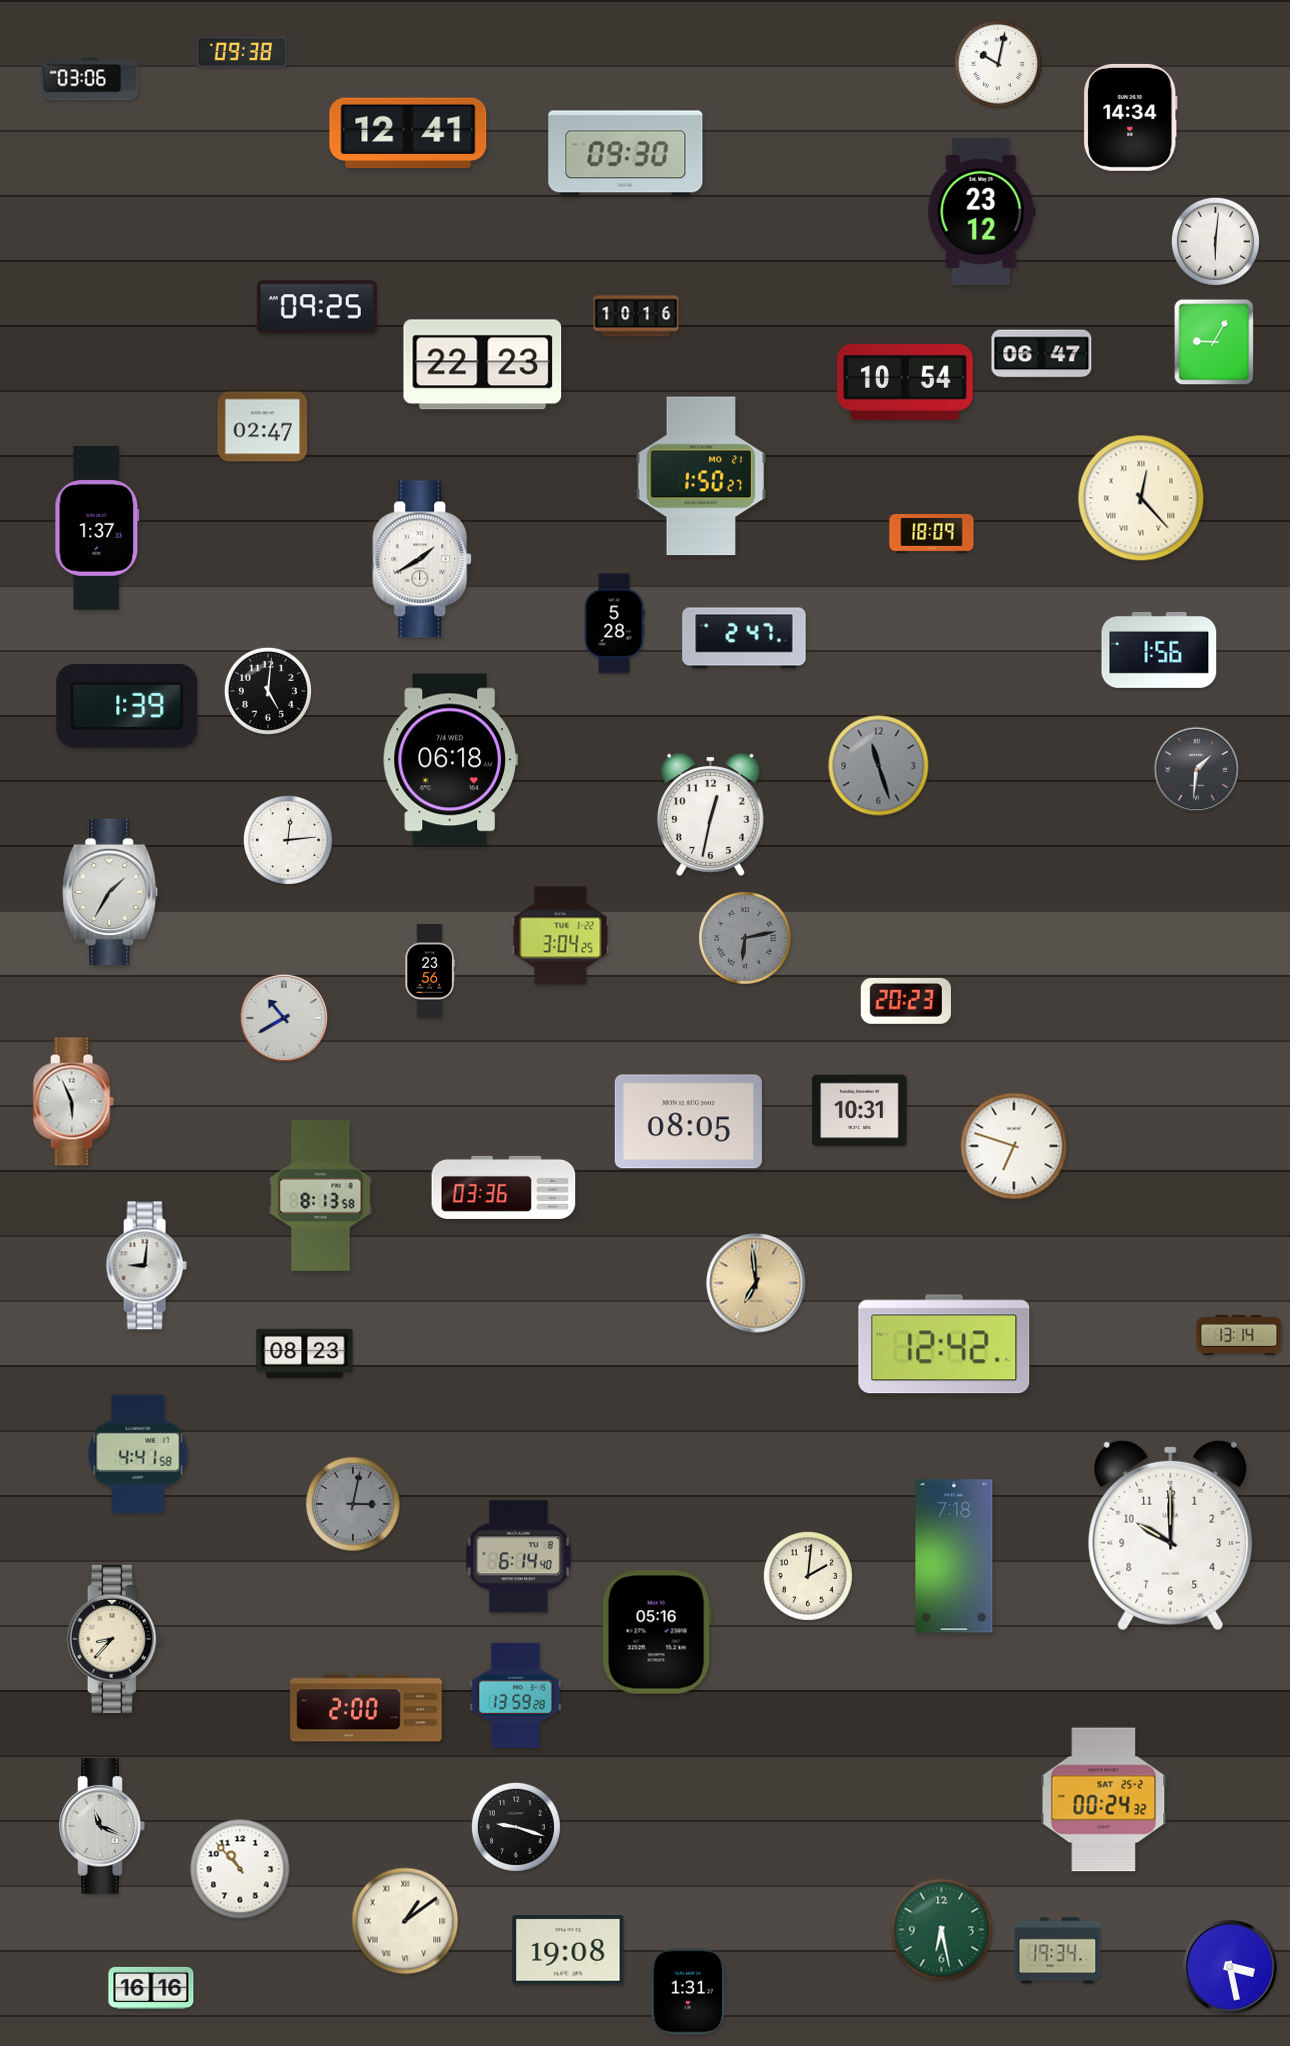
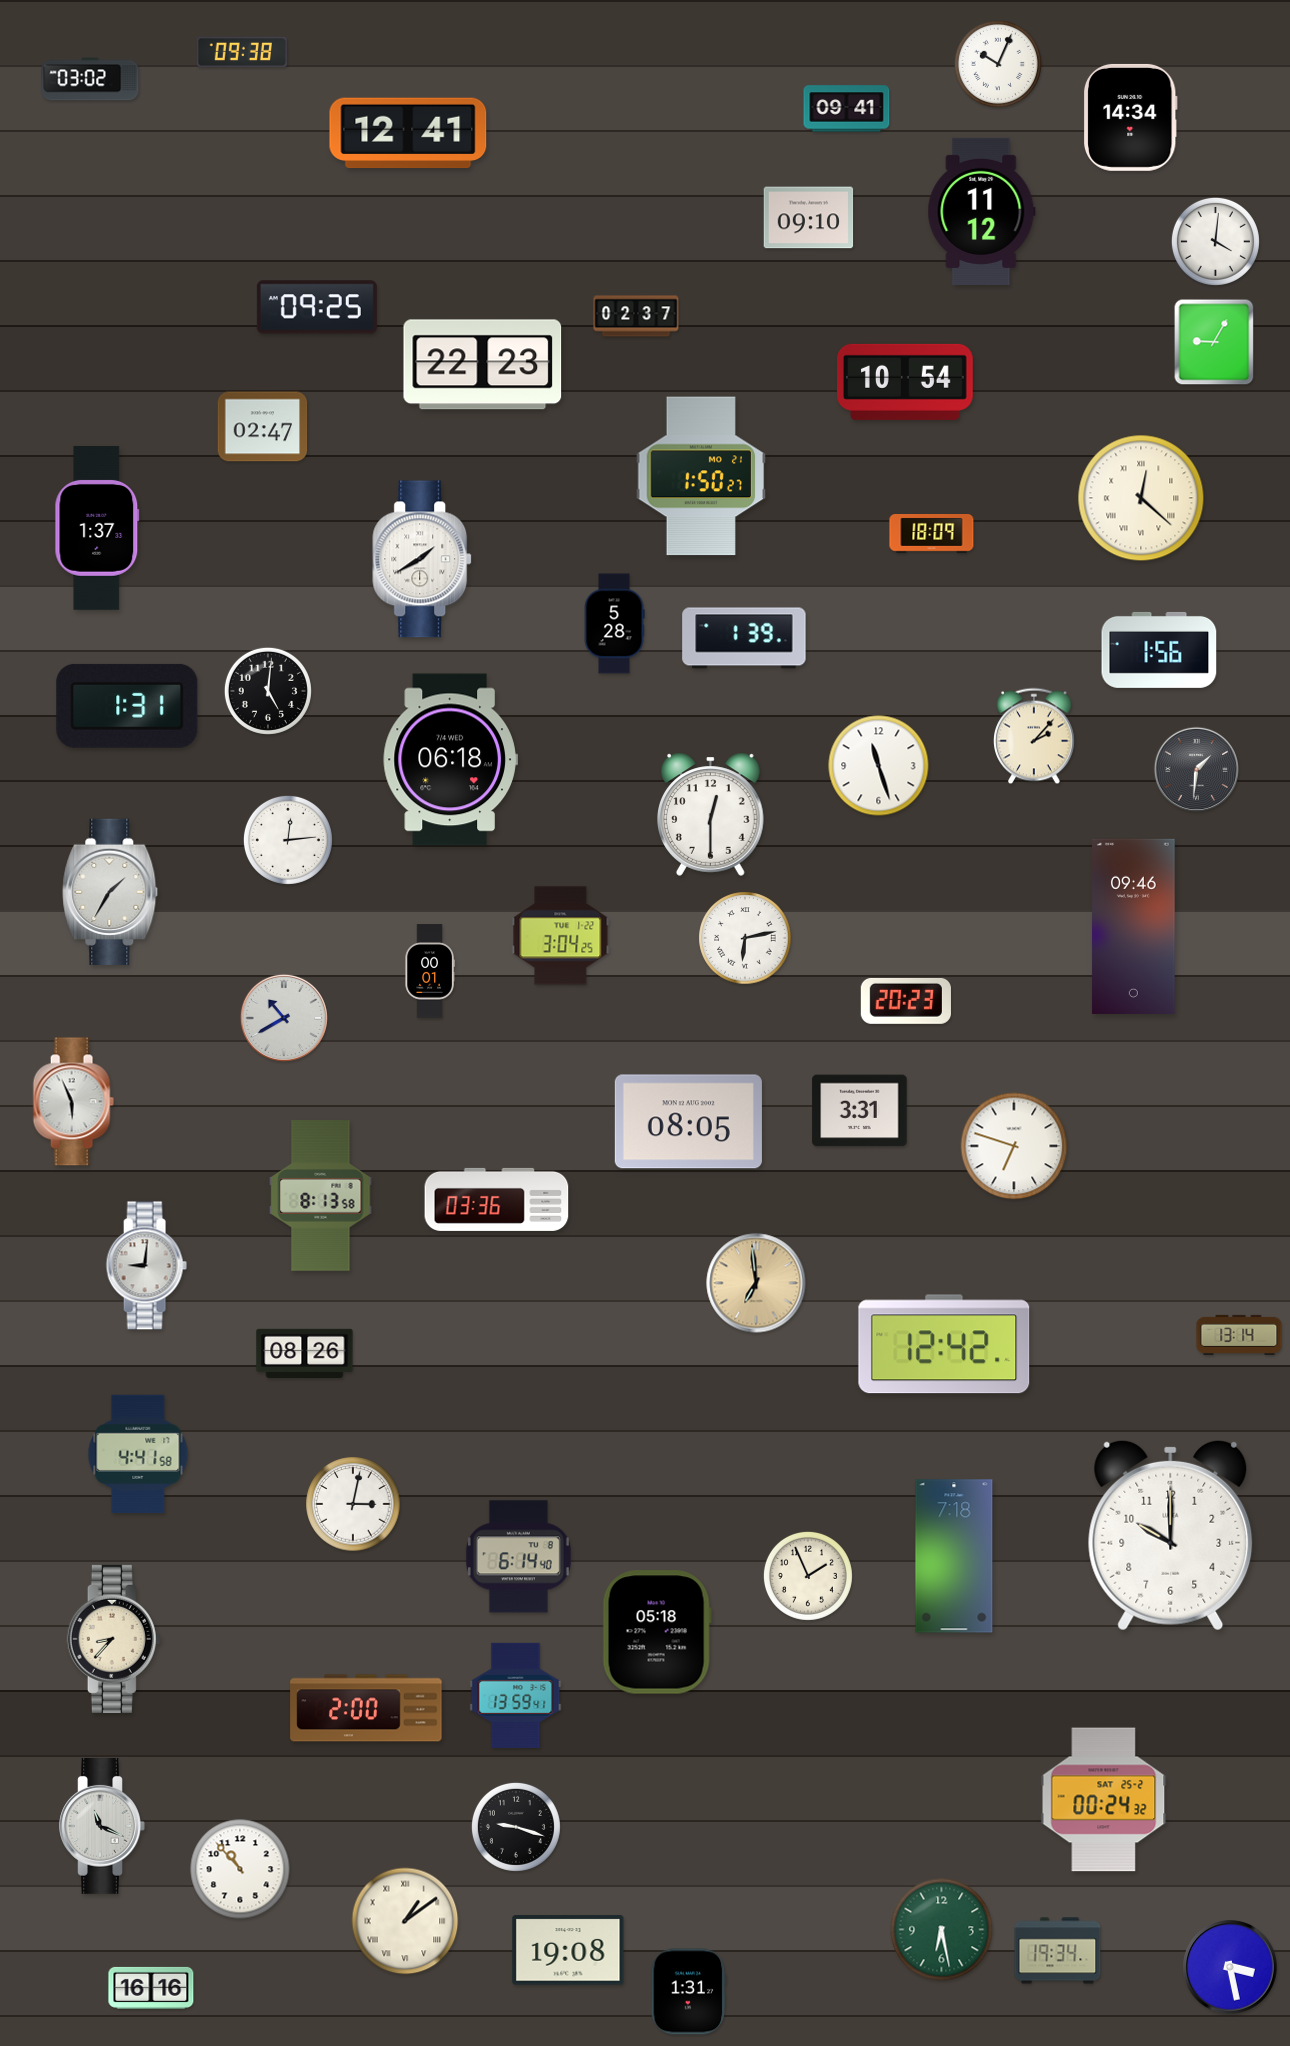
clock at (998, 64): 10:02 -> 10:04
clock at (90, 79): 03:06 -> 03:02
clock at (847, 109): none -> 09:41
clock at (626, 154): 09:30 -> none
clock at (982, 211): 23:12 -> 11:12
clock at (809, 218): none -> 09:10
clock at (1215, 241): 6:01 -> 4:01
clock at (636, 316): 10:16 -> 02:37
clock at (1042, 354): 06:47 -> none
clock at (1141, 498): 12:23 -> 12:22
clock at (744, 638): 2:47 -> 1:39
clock at (127, 706): 1:39 -> 1:31
clock at (1034, 736): none -> 2:07
clock at (879, 766) dial: grey -> white
clock at (711, 814): 12:32 -> 12:30
clock at (1134, 926): none -> 09:46
clock at (745, 938) dial: grey -> white
clock at (430, 971): 23:56 -> 00:01
clock at (860, 1111): 10:31 -> 3:31
clock at (504, 1187) position: (504, 1187) -> (497, 1199)
clock at (305, 1353): 08:23 -> 08:26
clock at (353, 1504) dial: grey -> white
clock at (808, 1576): 2:01 -> 1:56
clock at (657, 1632): 05:16 -> 05:18
clock at (516, 1695): 13:59:28 -> 13:59:41
